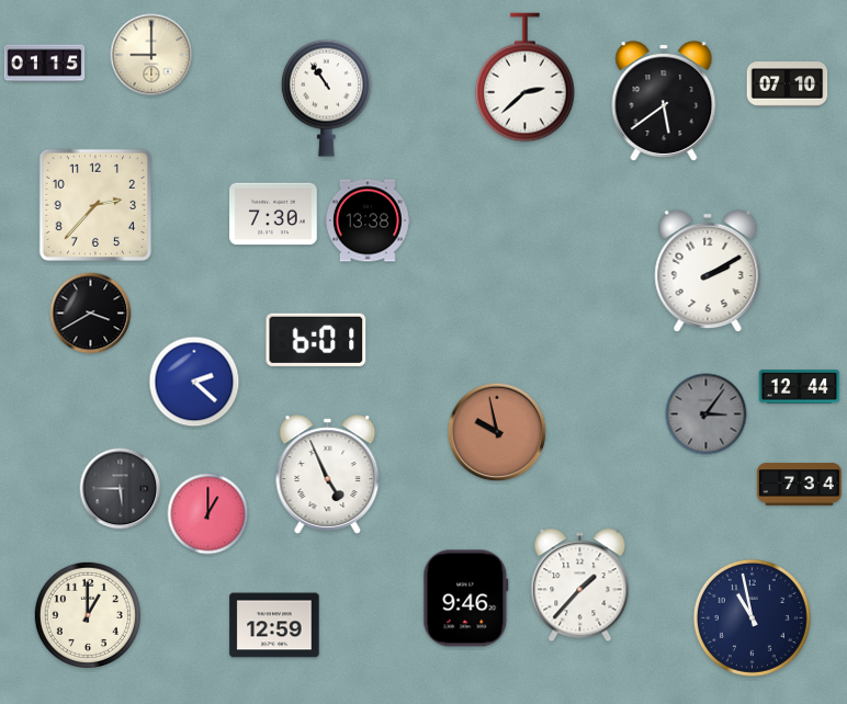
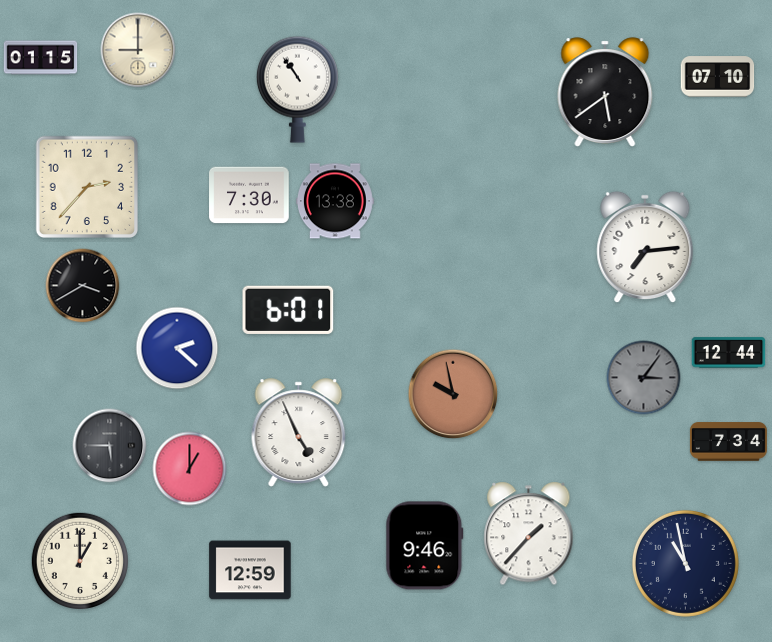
clock at (526, 78): 2:38 -> none
clock at (708, 271): 2:10 -> 7:14
